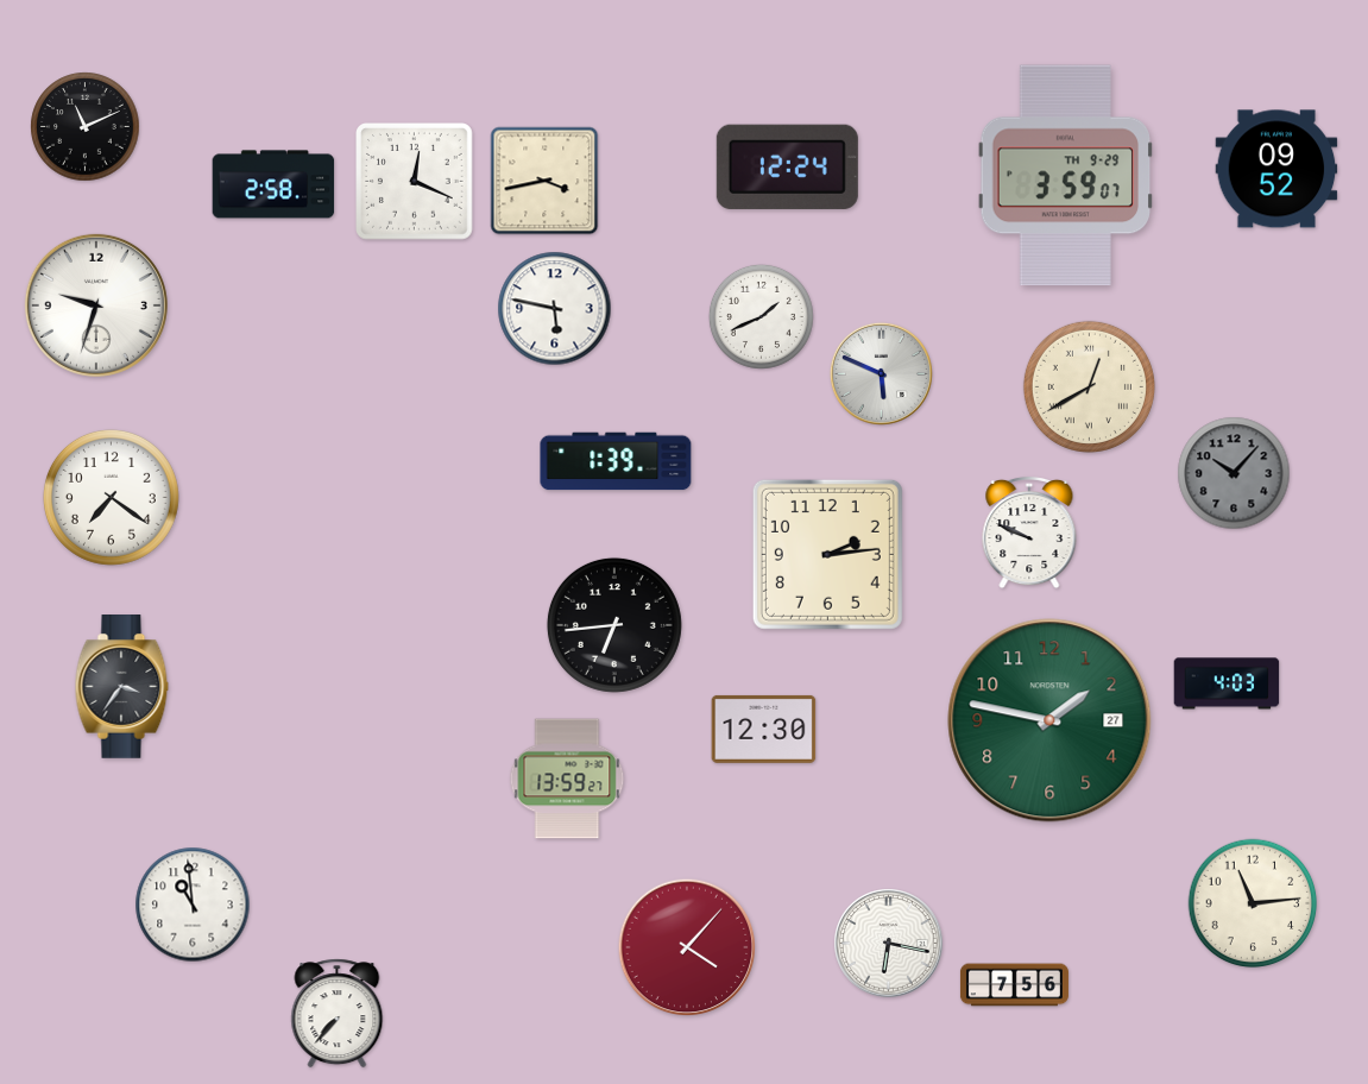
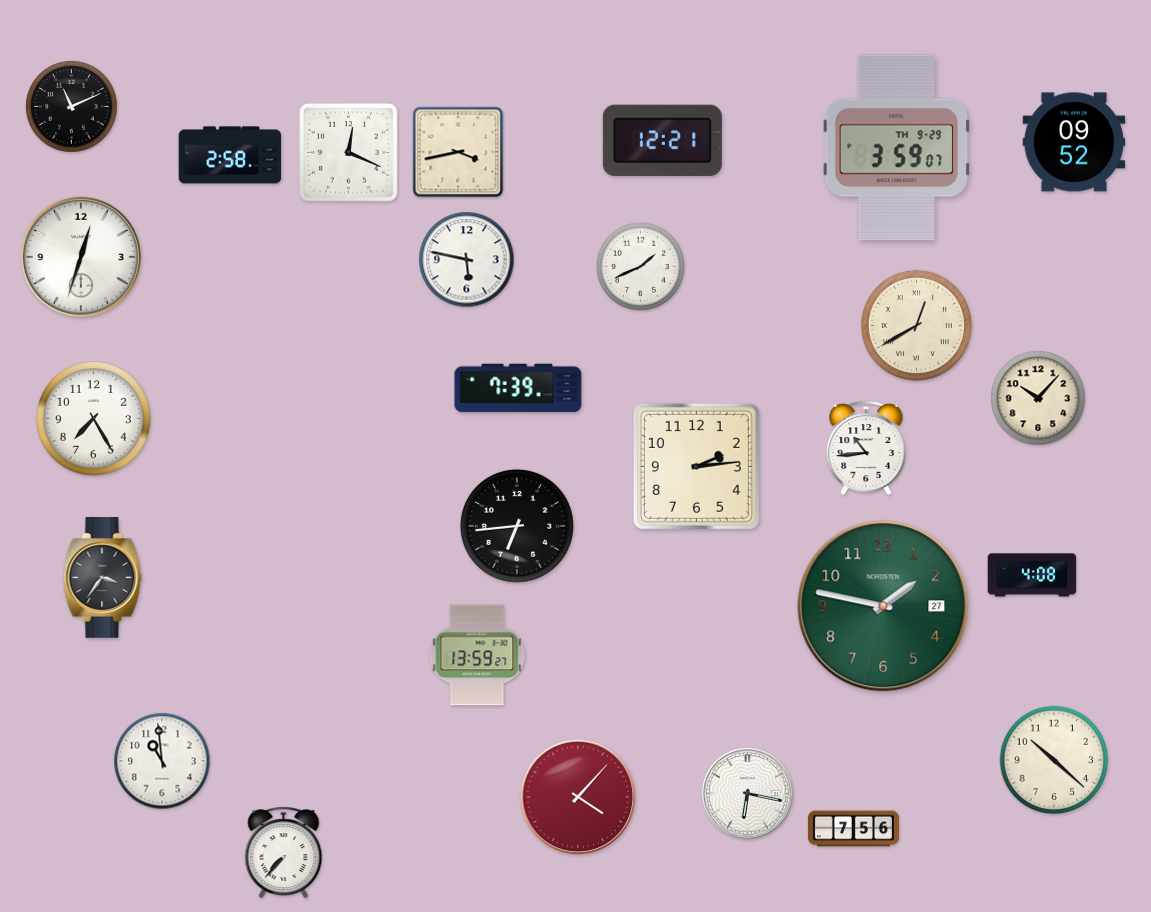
clock at (787, 166): 12:24 -> 12:21
clock at (96, 305): 9:33 -> 12:33
clock at (881, 373): 5:49 -> none
clock at (616, 461): 1:39 -> 7:39
clock at (1234, 473) dial: grey -> cream
clock at (111, 497): 7:21 -> 7:25
clock at (1029, 532): 9:49 -> 10:44
clock at (1227, 683): 4:03 -> 4:08
clock at (764, 729): 12:30 -> none
clock at (1253, 903): 11:14 -> 10:22
